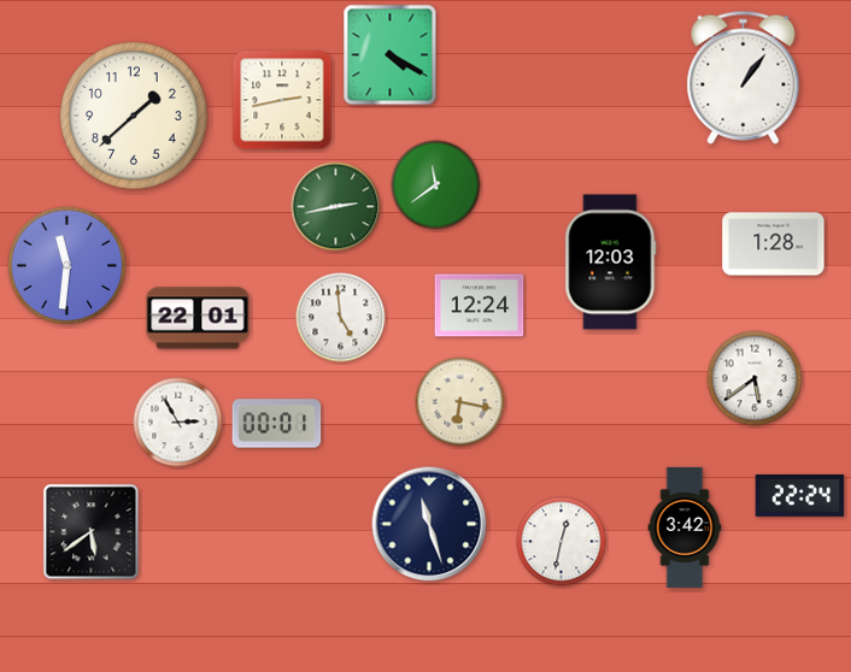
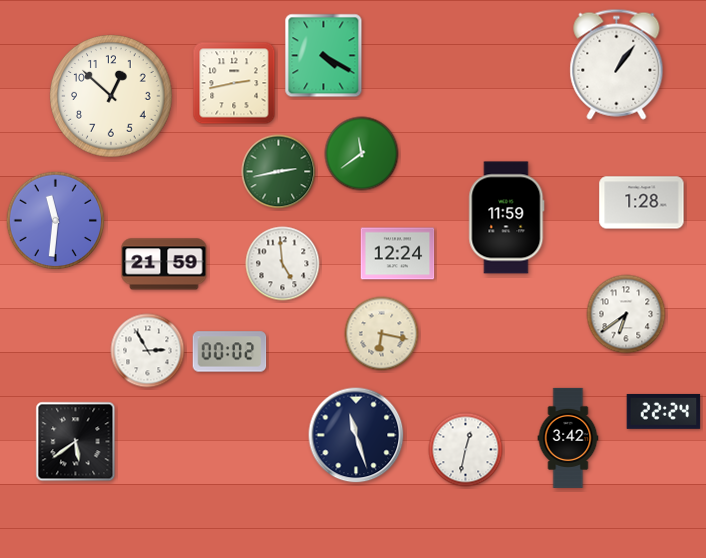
clock at (391, 55) position: (391, 55) -> (324, 56)
clock at (134, 116): 1:38 -> 12:52
clock at (611, 263): 12:03 -> 11:59
clock at (198, 318): 22:01 -> 21:59
clock at (755, 378): 5:39 -> 6:39
clock at (277, 424): 00:01 -> 00:02
